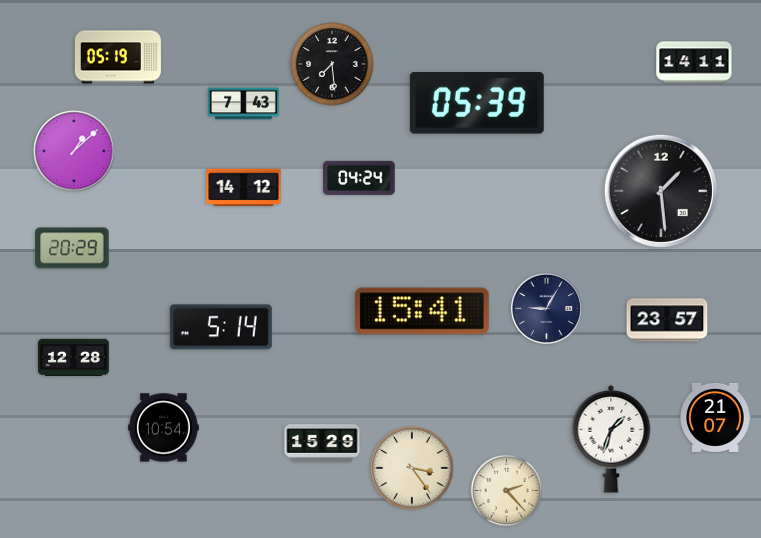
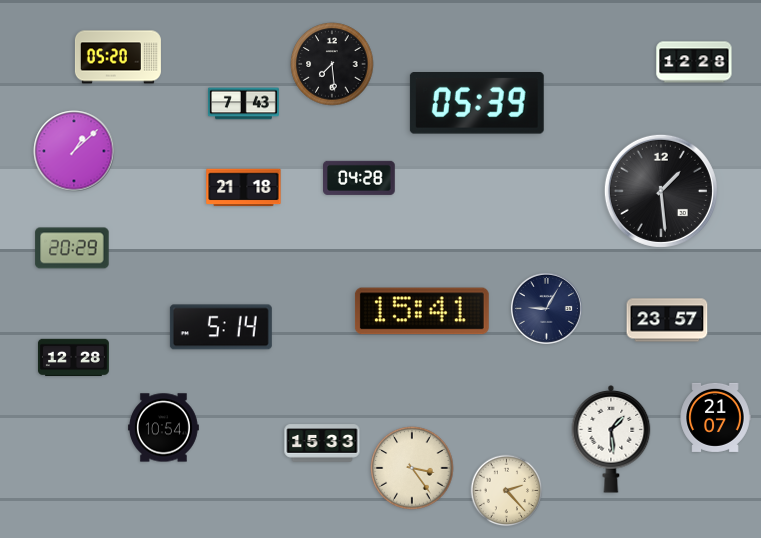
clock at (118, 57): 05:19 -> 05:20
clock at (694, 62): 14:11 -> 12:28
clock at (360, 178): 04:24 -> 04:28
clock at (244, 188): 14:12 -> 21:18
clock at (611, 440): 1:33 -> 1:29
clock at (322, 443): 15:29 -> 15:33
